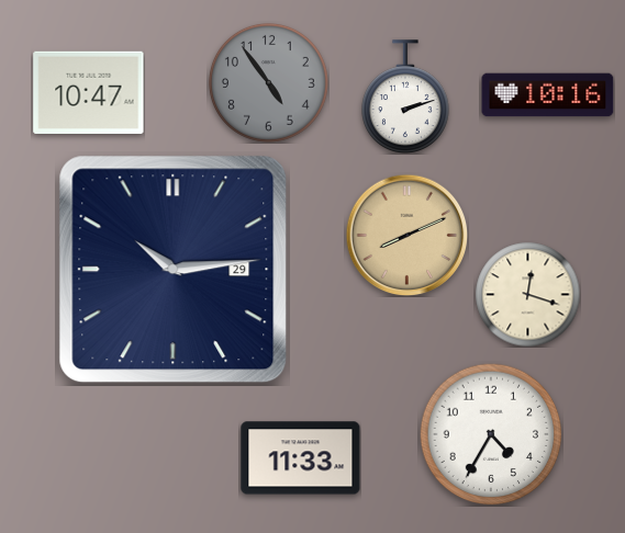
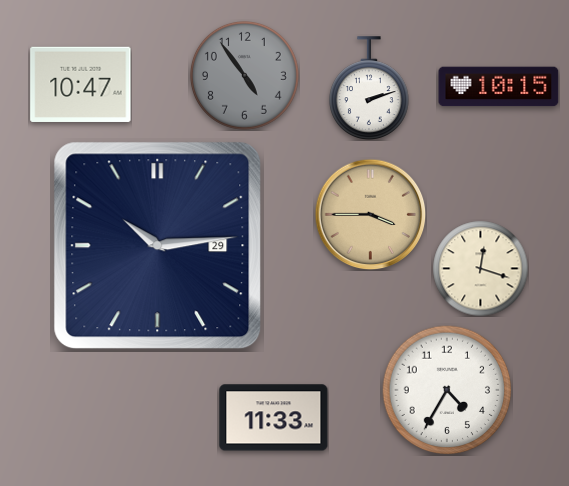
clock at (548, 95): 10:16 -> 10:15
clock at (406, 235): 8:11 -> 3:45
clock at (491, 434) position: (491, 434) -> (447, 390)
